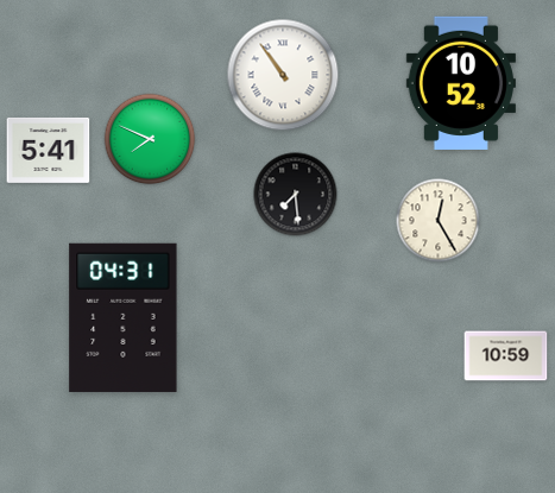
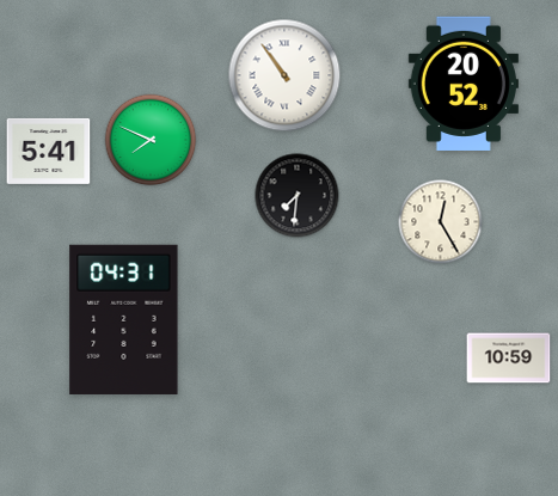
clock at (461, 83): 10:52 -> 20:52
clock at (296, 195): 7:29 -> 7:31
